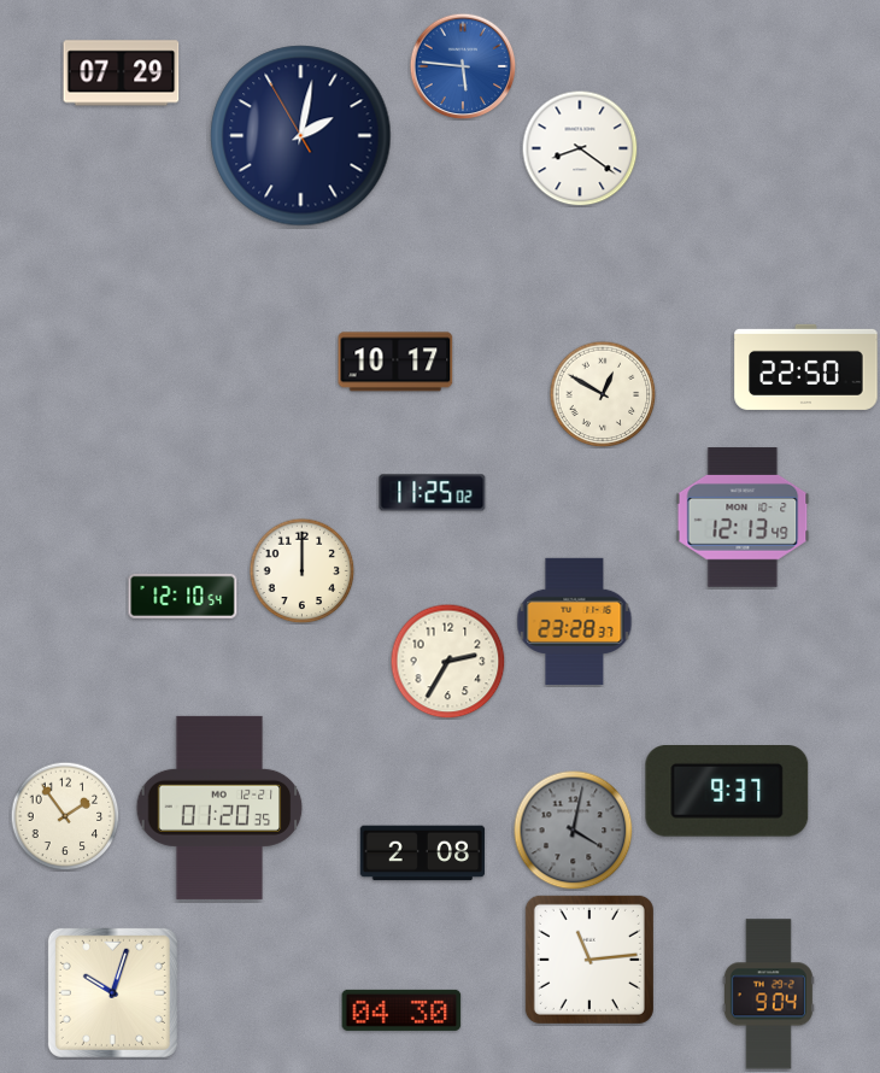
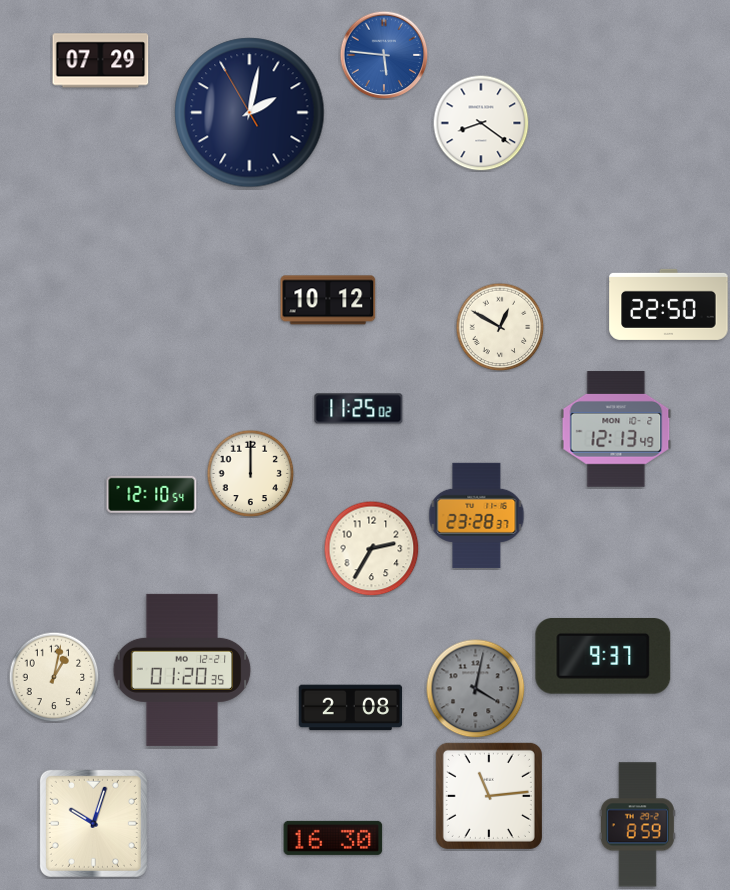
clock at (395, 362): 10:17 -> 10:12
clock at (65, 816): 1:54 -> 1:02
clock at (768, 995): 9:04 -> 8:59
clock at (401, 1010): 04:30 -> 16:30
